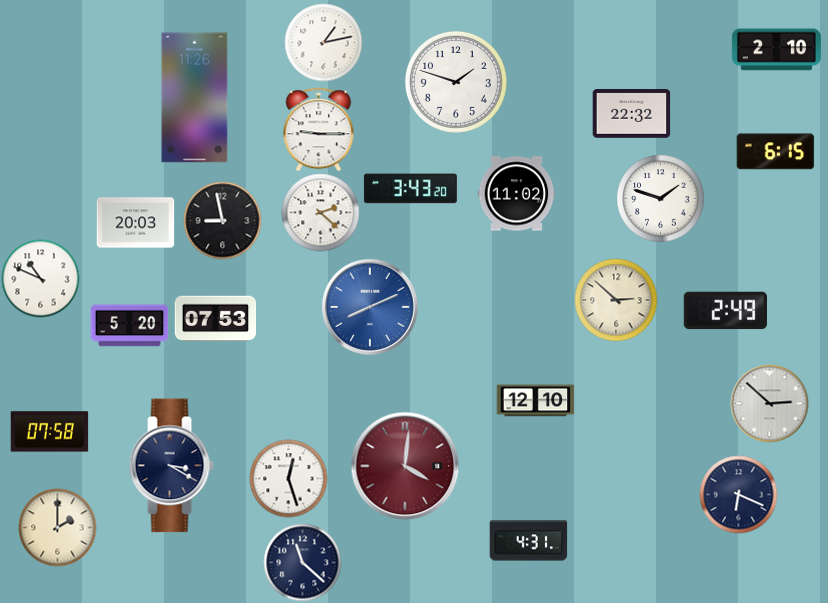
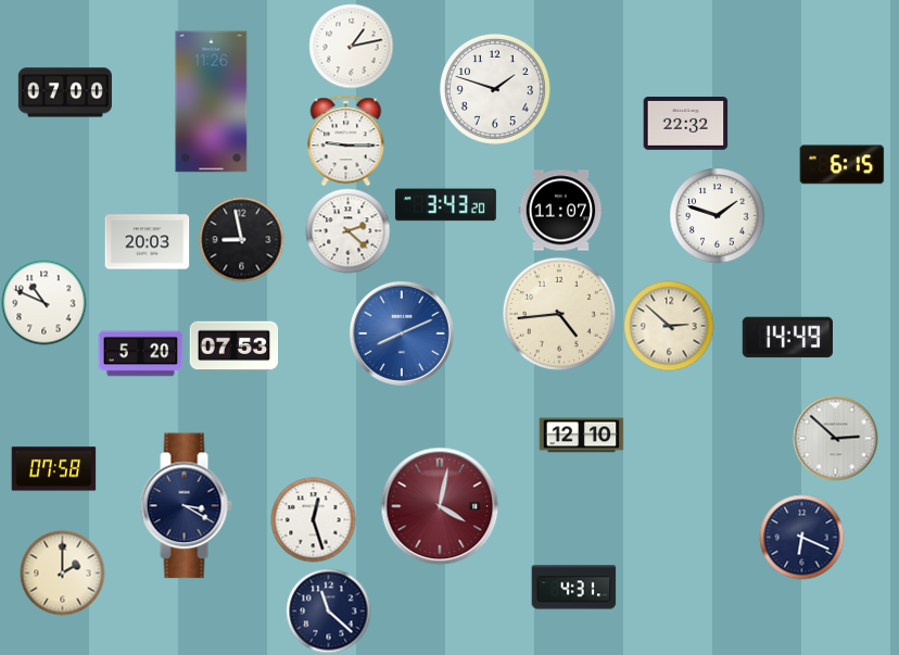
clock at (776, 50): 2:10 -> none
clock at (65, 92): none -> 07:00
clock at (195, 98) position: (195, 98) -> (212, 102)
clock at (516, 194): 11:02 -> 11:07
clock at (559, 314): none -> 4:44
clock at (725, 311): 2:49 -> 14:49
clock at (405, 466): 4:01 -> 4:02
